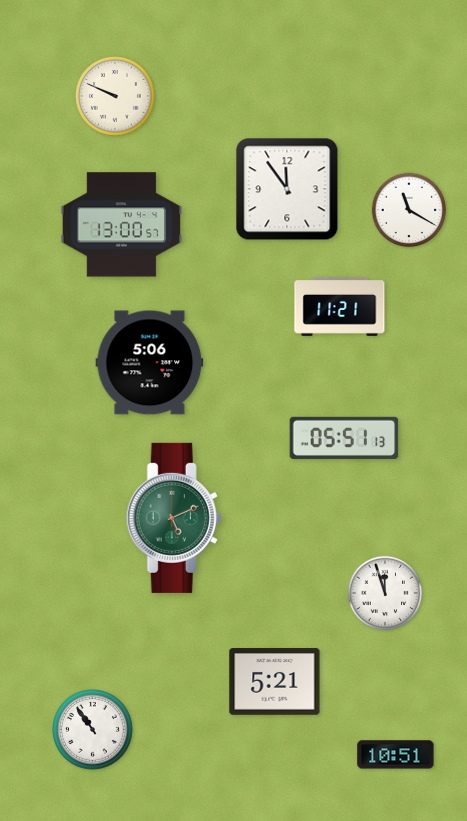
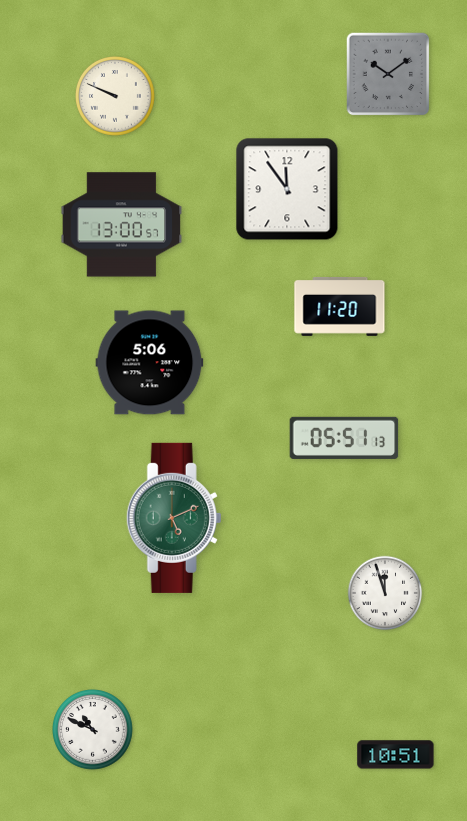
clock at (388, 74): none -> 10:09
clock at (409, 210): 11:20 -> none
clock at (340, 306): 11:21 -> 11:20
clock at (275, 682): 5:21 -> none
clock at (93, 730): 10:54 -> 10:49
